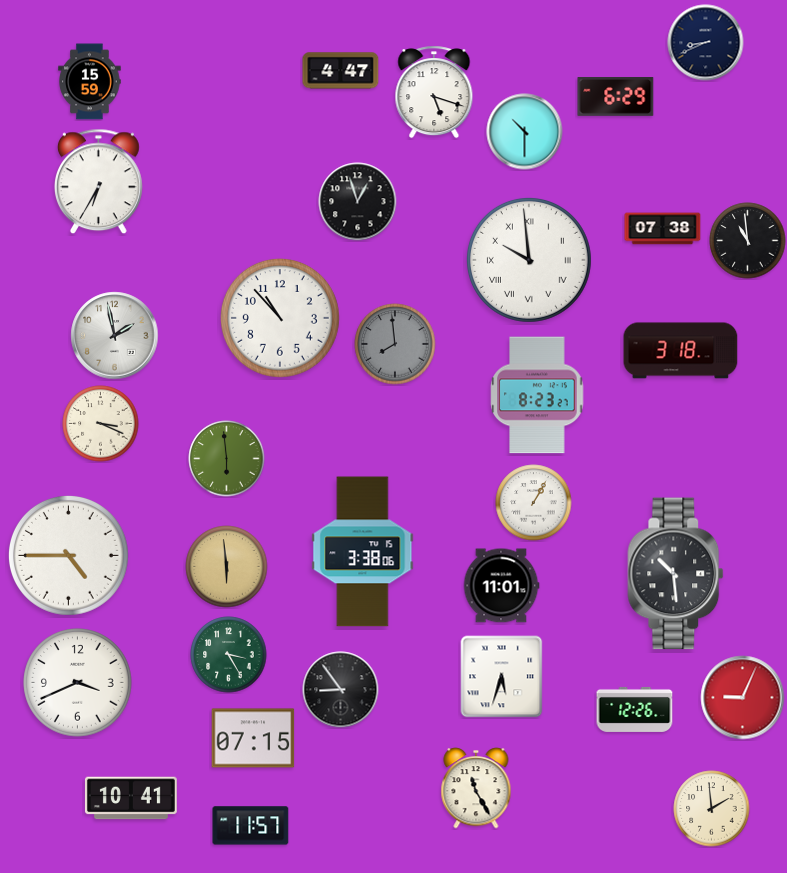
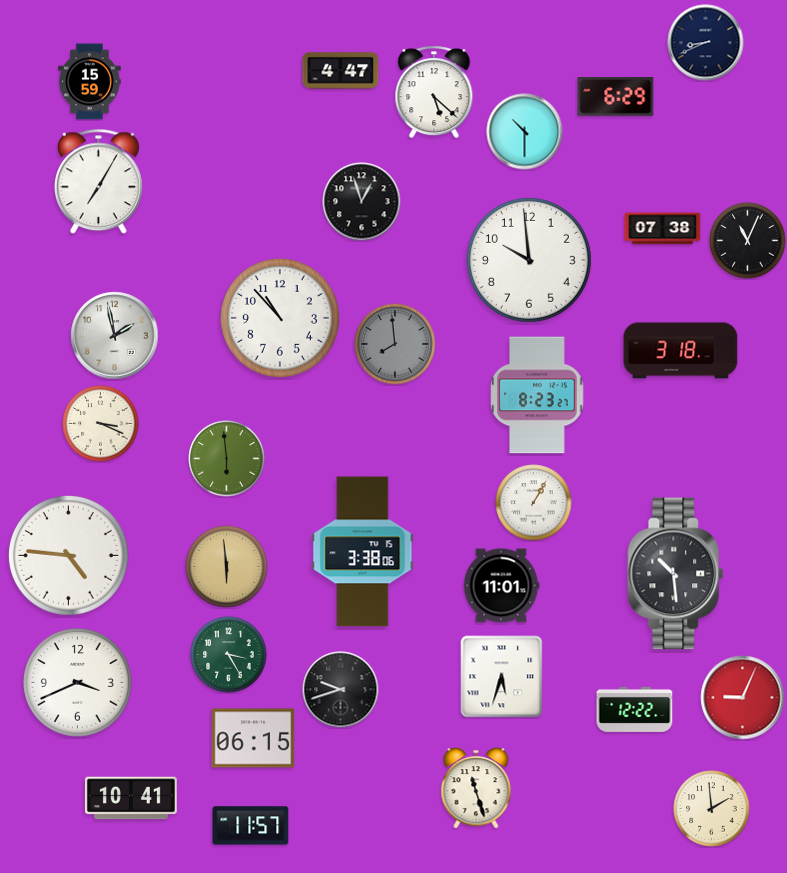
clock at (434, 92): 5:18 -> 5:22
clock at (98, 182): 6:35 -> 7:05
clock at (358, 202) position: (358, 202) -> (362, 202)
clock at (748, 241): 10:59 -> 11:04
clock at (529, 260) numerals: Roman -> Arabic
clock at (68, 555): 4:45 -> 4:46
clock at (341, 690): 8:54 -> 9:42
clock at (635, 709): 12:26 -> 12:22
clock at (253, 738): 07:15 -> 06:15
clock at (476, 788): 11:25 -> 11:27
